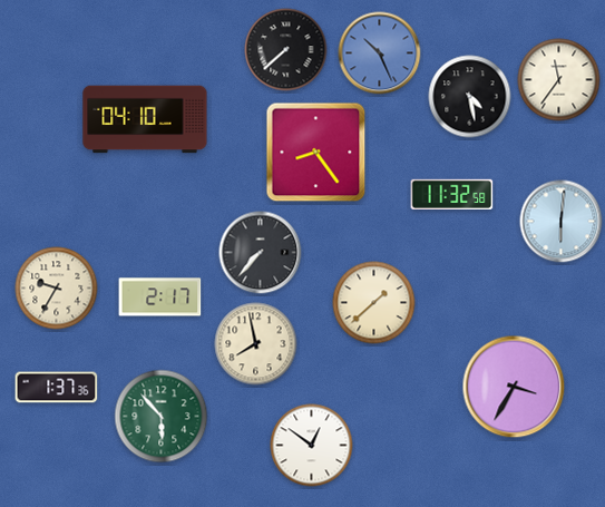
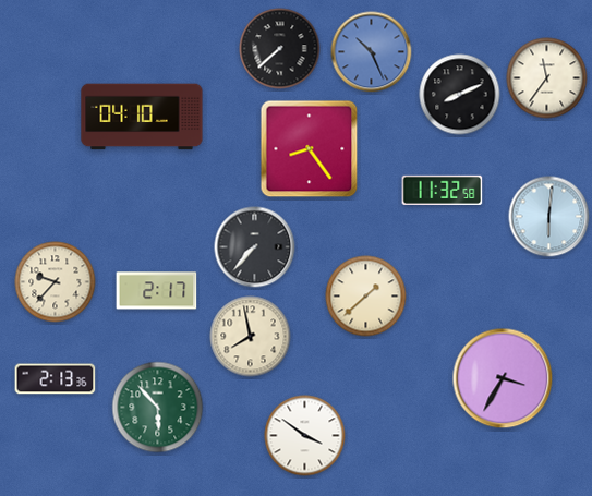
clock at (470, 97): 4:28 -> 8:11
clock at (57, 289): 9:35 -> 9:37
clock at (57, 388): 1:37 -> 2:13
clock at (312, 446): 12:51 -> 3:51
